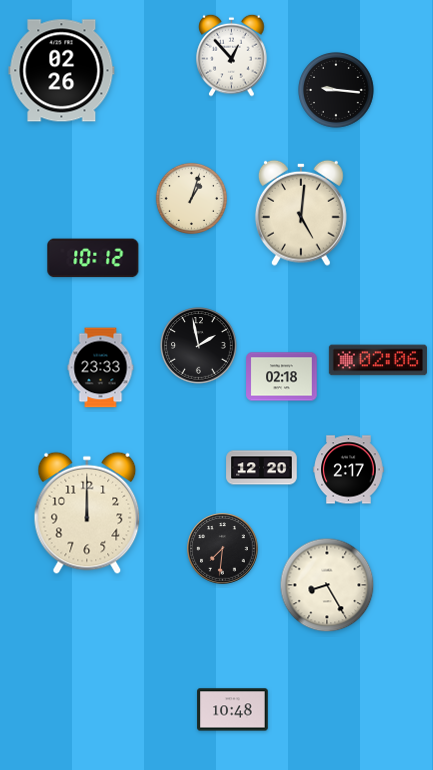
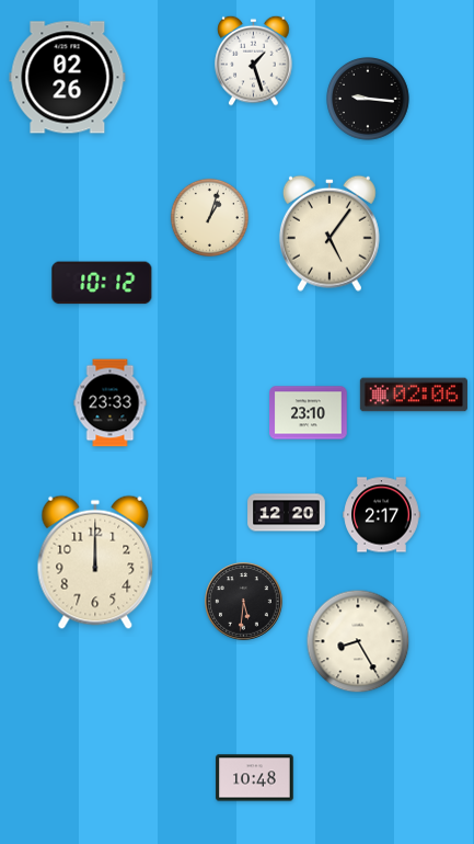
clock at (232, 55): 12:53 -> 1:27
clock at (301, 213): 5:01 -> 5:06
clock at (199, 346): 1:58 -> none
clock at (282, 377): 02:18 -> 23:10
clock at (223, 549): 7:31 -> 5:31
